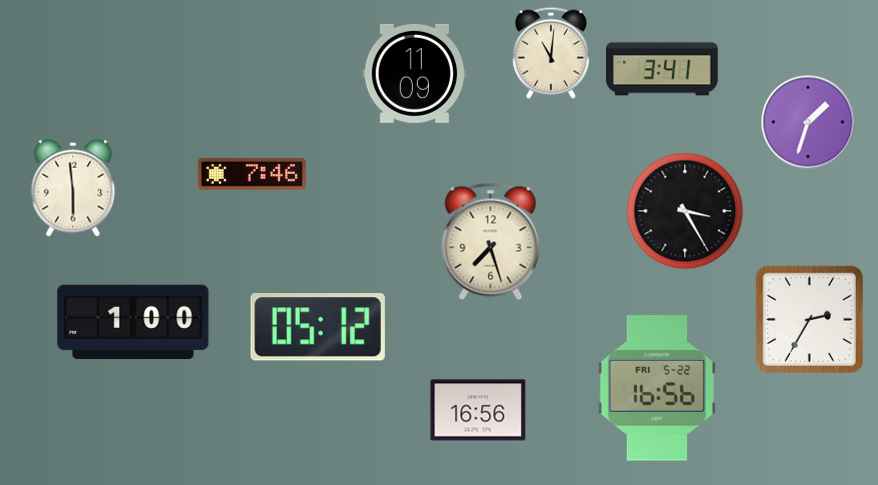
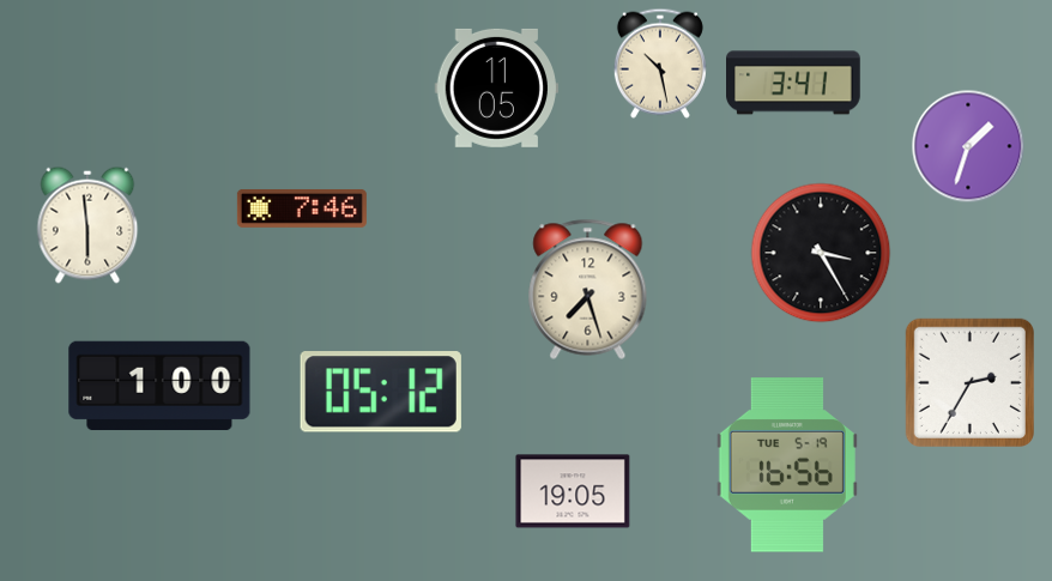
clock at (551, 53): 11:01 -> 10:28
clock at (415, 73): 11:09 -> 11:05
clock at (657, 388) date: FRI 5-22 -> TUE 5-19
clock at (478, 410): 16:56 -> 19:05
